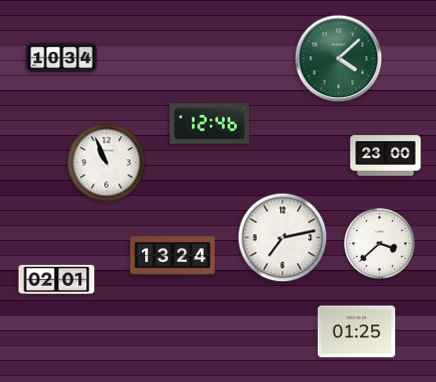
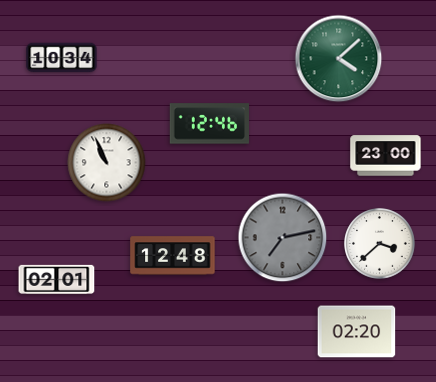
clock at (283, 238) dial: white -> grey
clock at (173, 256): 13:24 -> 12:48
clock at (357, 332): 01:25 -> 02:20
